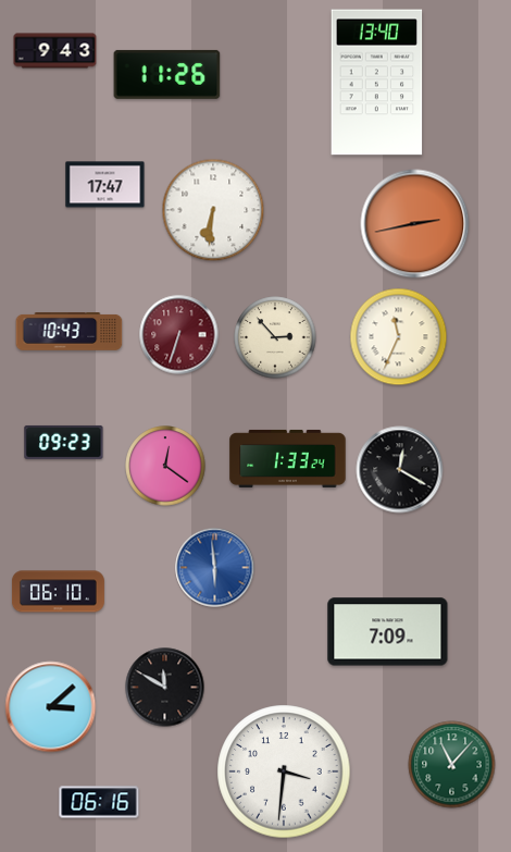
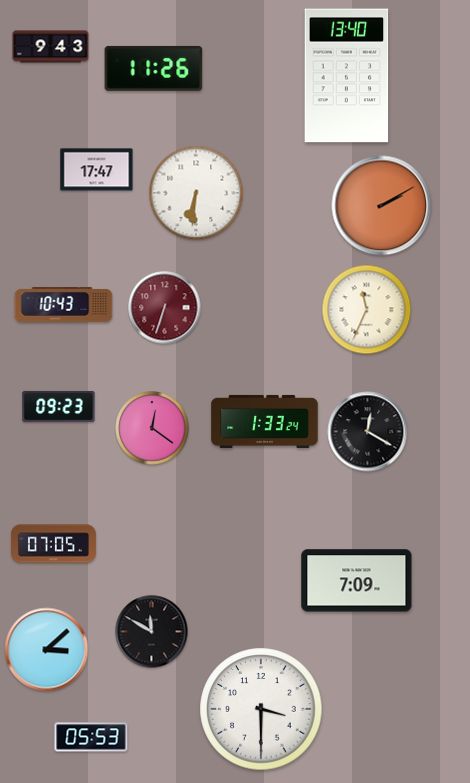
clock at (415, 224): 2:43 -> 2:10
clock at (275, 337): 2:53 -> none
clock at (215, 568): 5:59 -> none
clock at (58, 592): 06:10 -> 07:05
clock at (452, 765): 11:07 -> none
clock at (284, 771): 3:31 -> 3:30
clock at (99, 802): 06:16 -> 05:53
